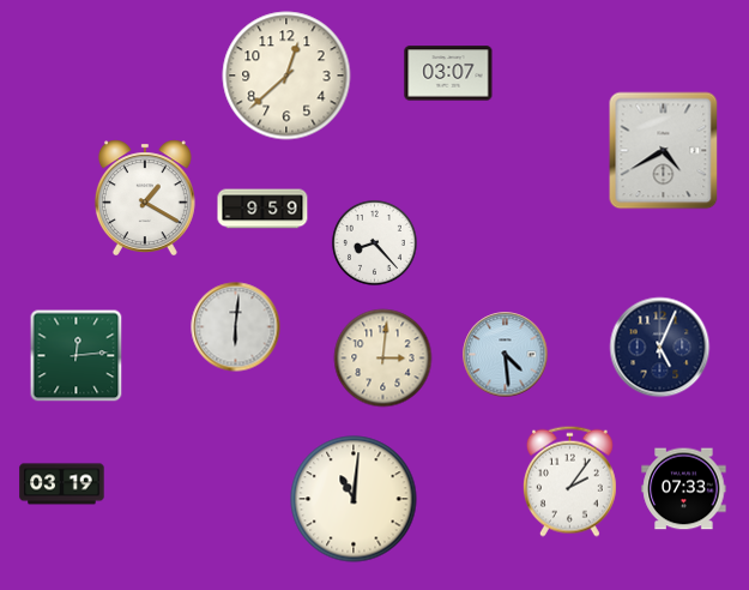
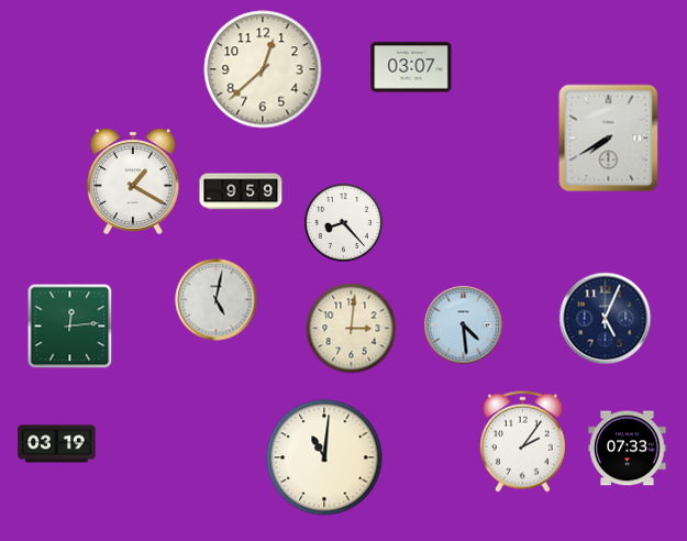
clock at (664, 151): 4:40 -> 7:40
clock at (236, 327): 6:01 -> 5:02
